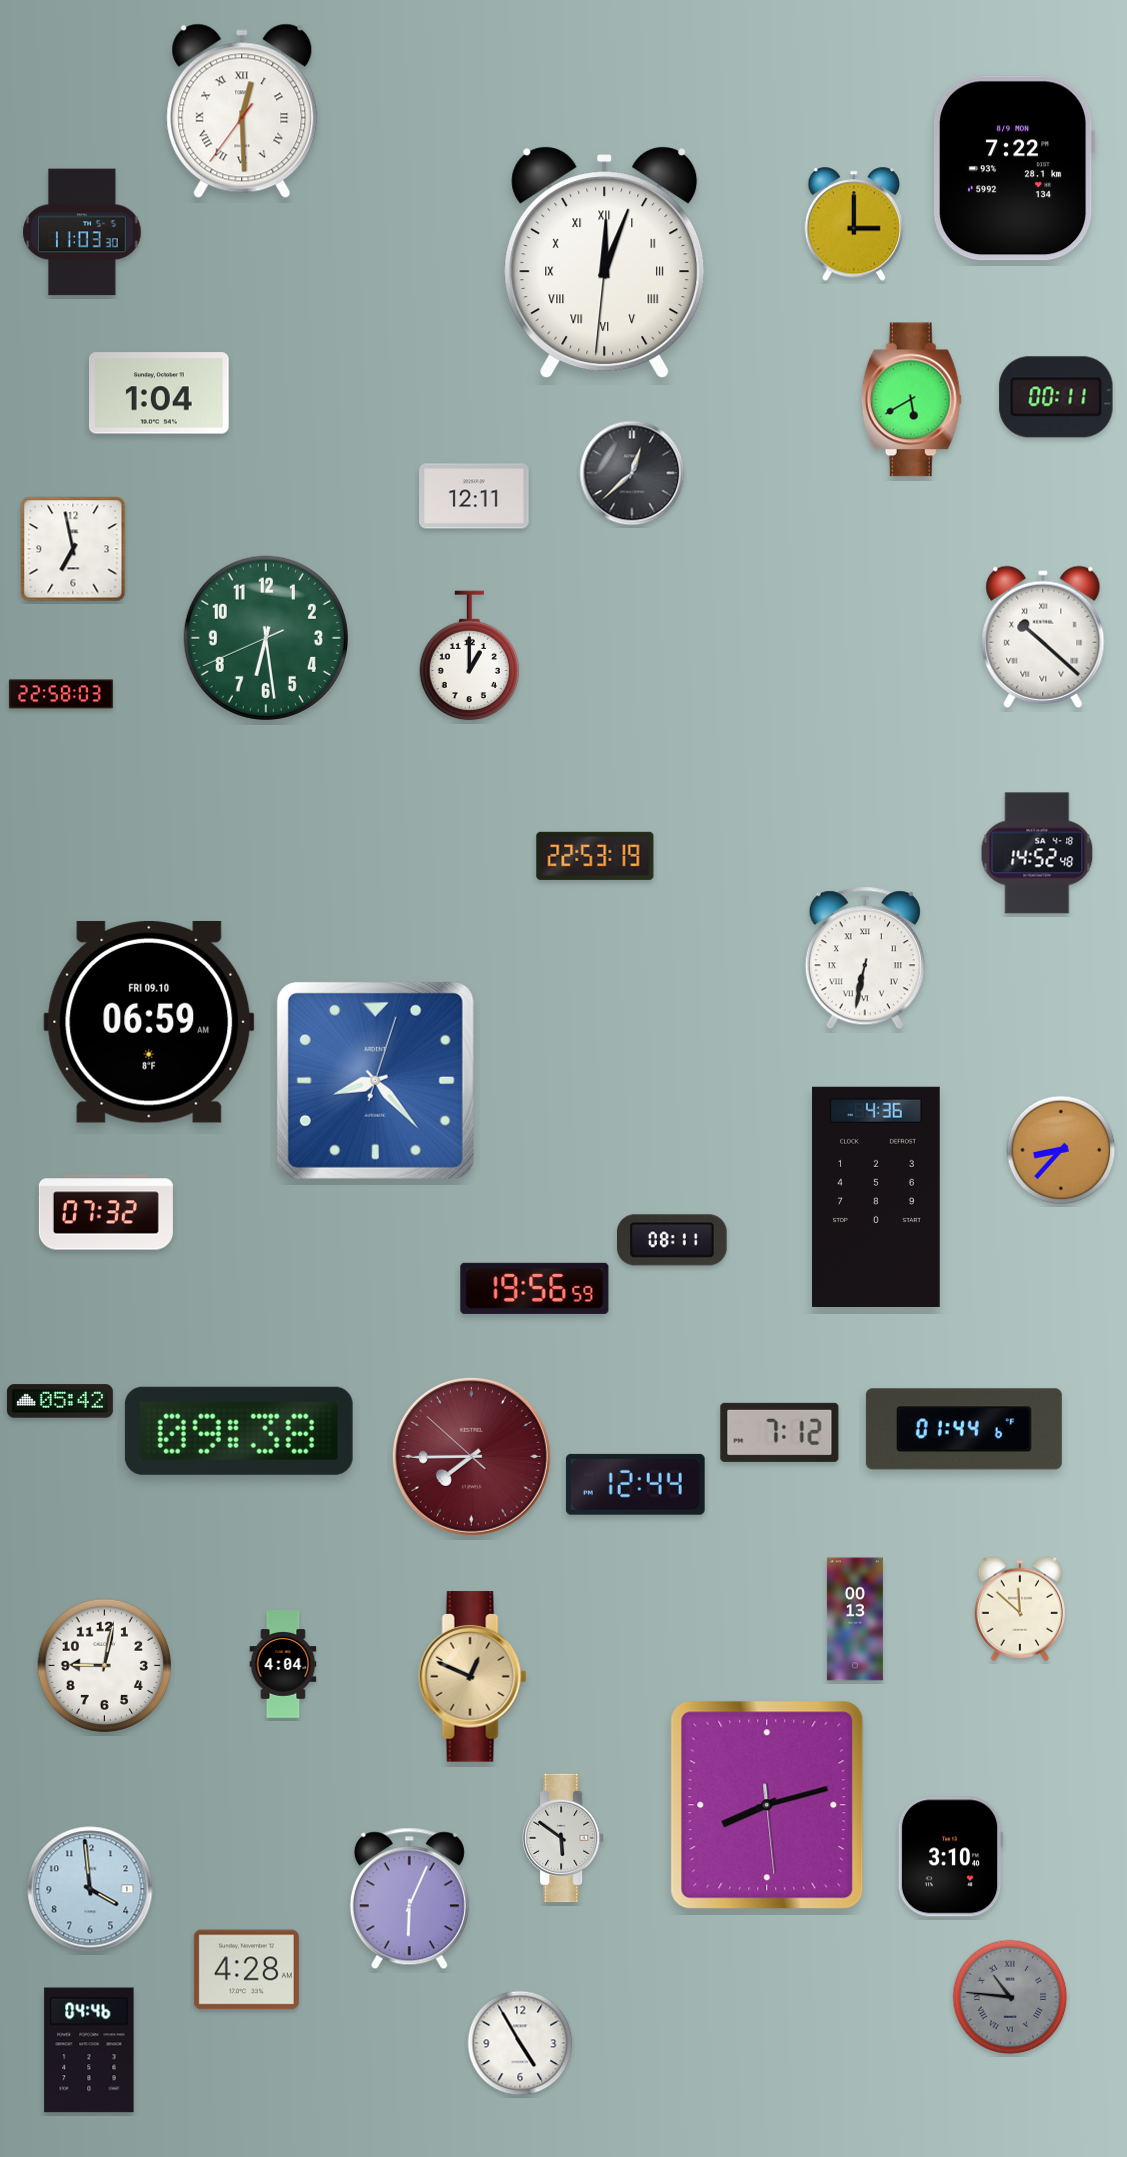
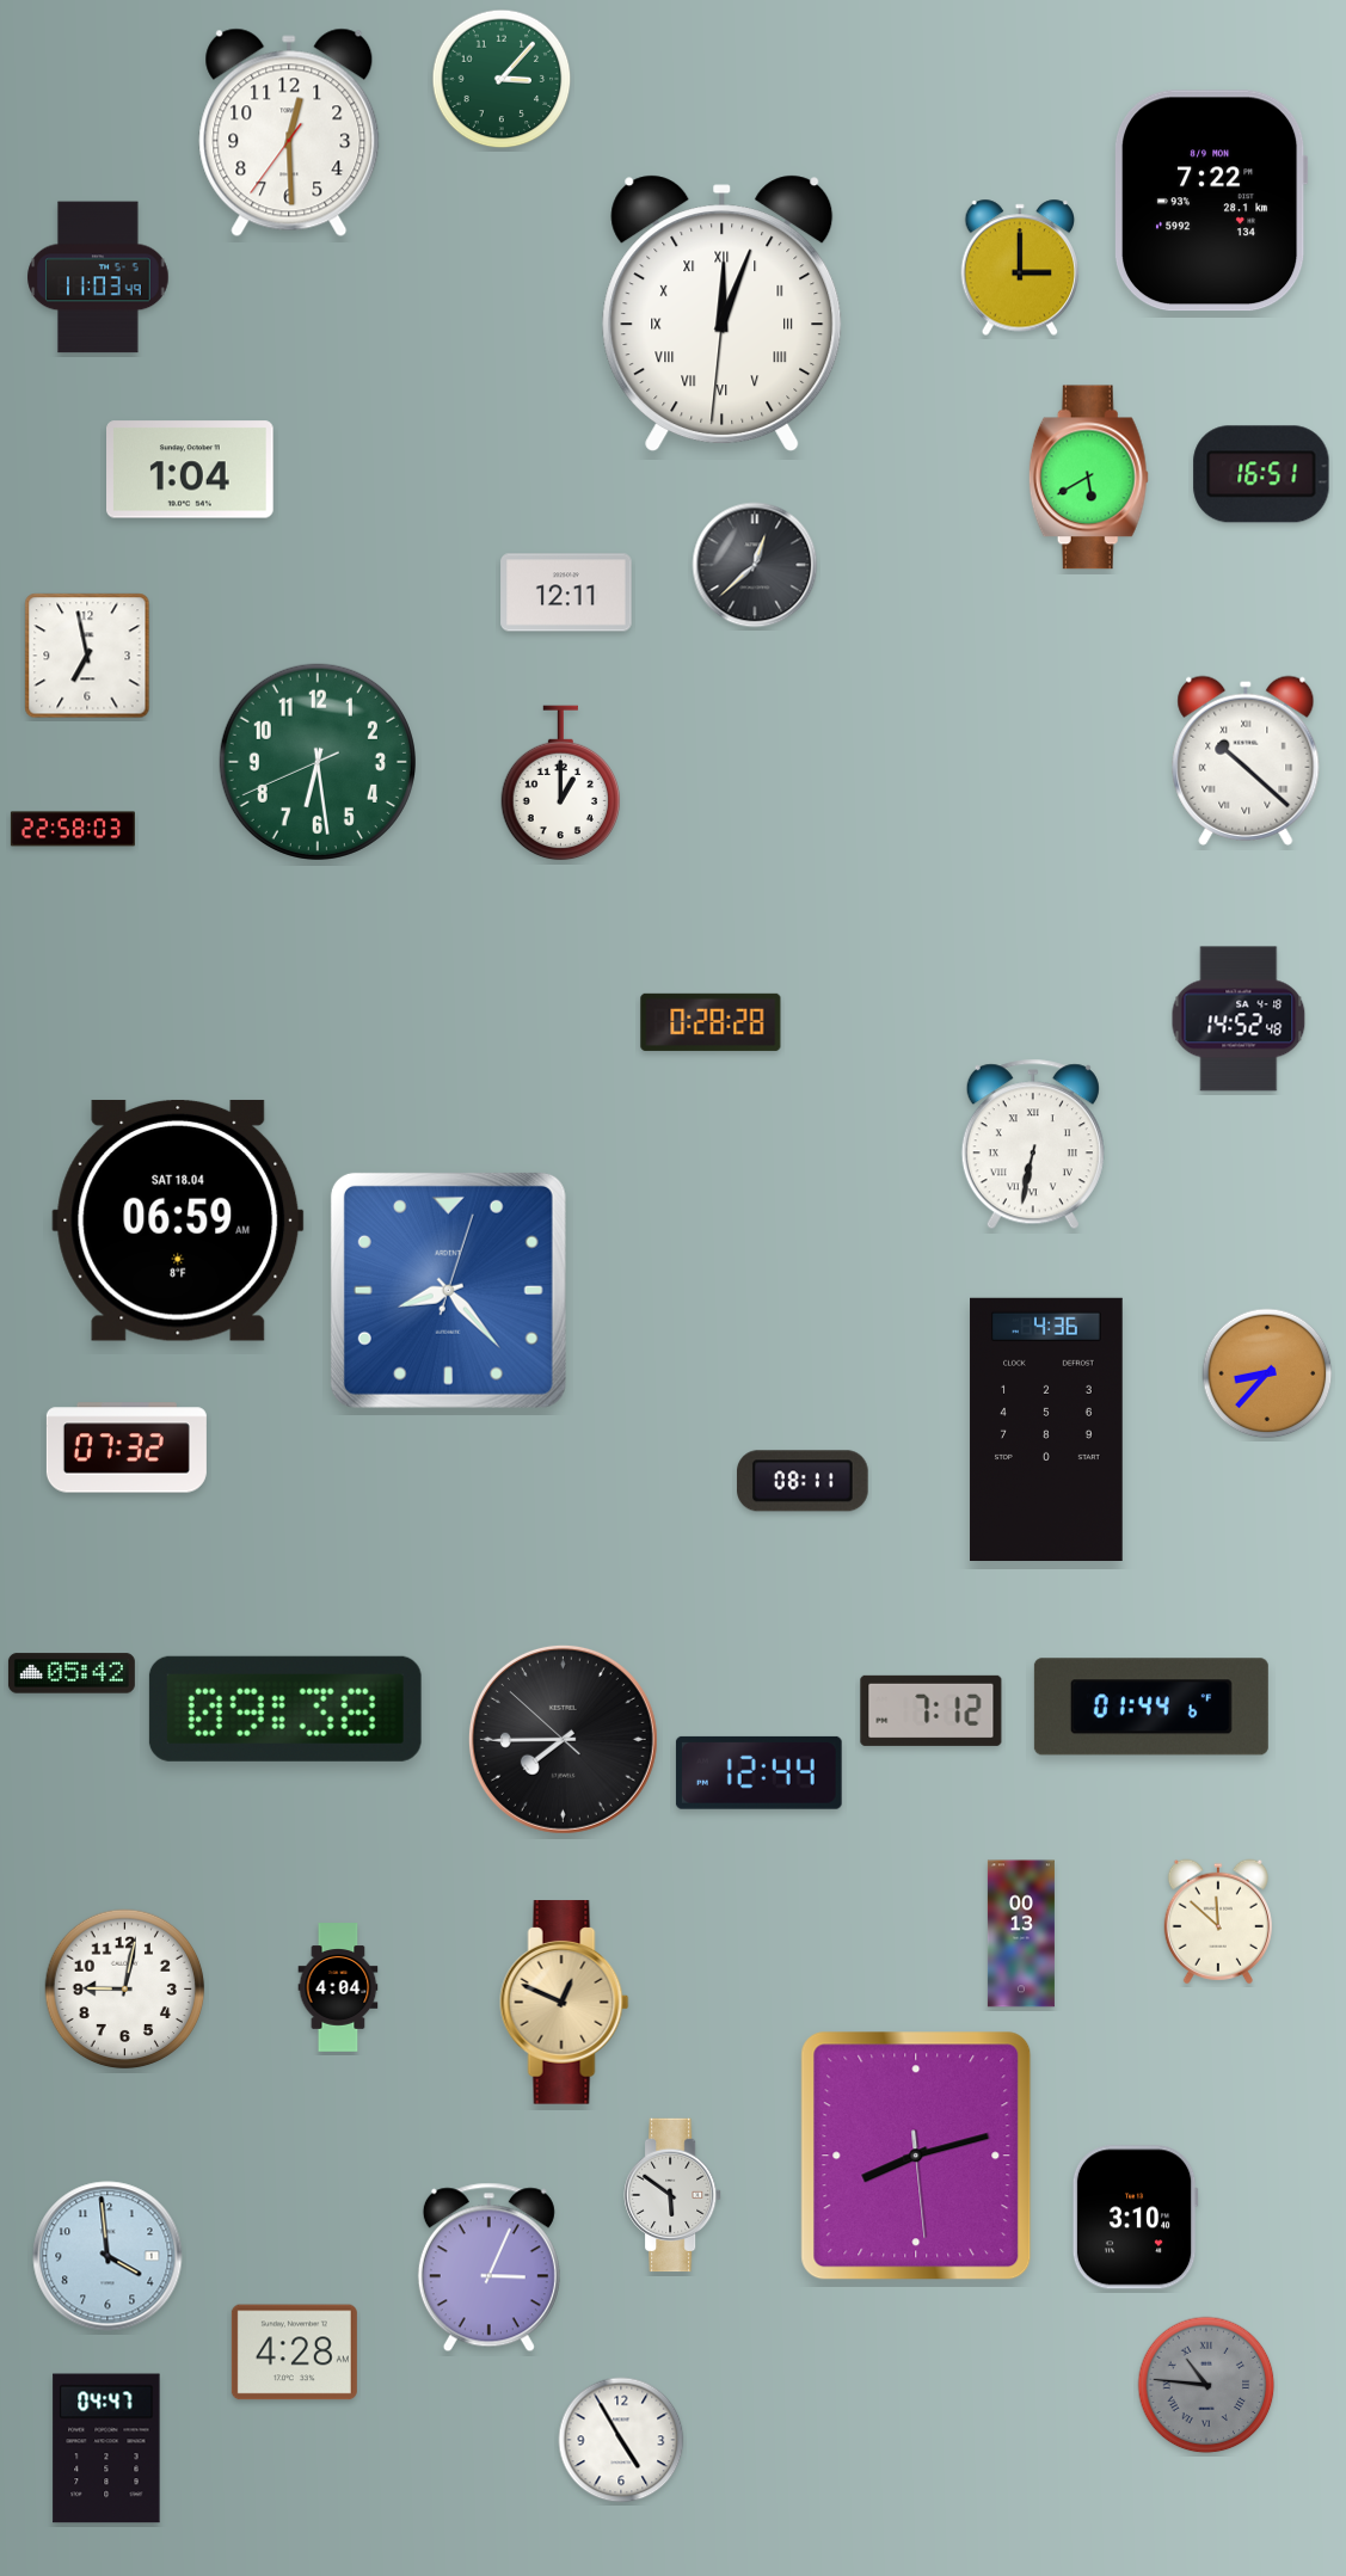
clock at (502, 79): none -> 3:07
clock at (242, 111) numerals: Roman -> Arabic
clock at (82, 232): 11:03:30 -> 11:03:49
clock at (1056, 397): 00:11 -> 16:51
clock at (595, 856): 22:53 -> 0:28
clock at (149, 1022) date: FRI 09.10 -> SAT 18.04
clock at (535, 1288): 19:56 -> none
clock at (471, 1456) dial: burgundy -> black
clock at (409, 1899): 6:04 -> 3:04
clock at (89, 2050): 04:46 -> 04:47
